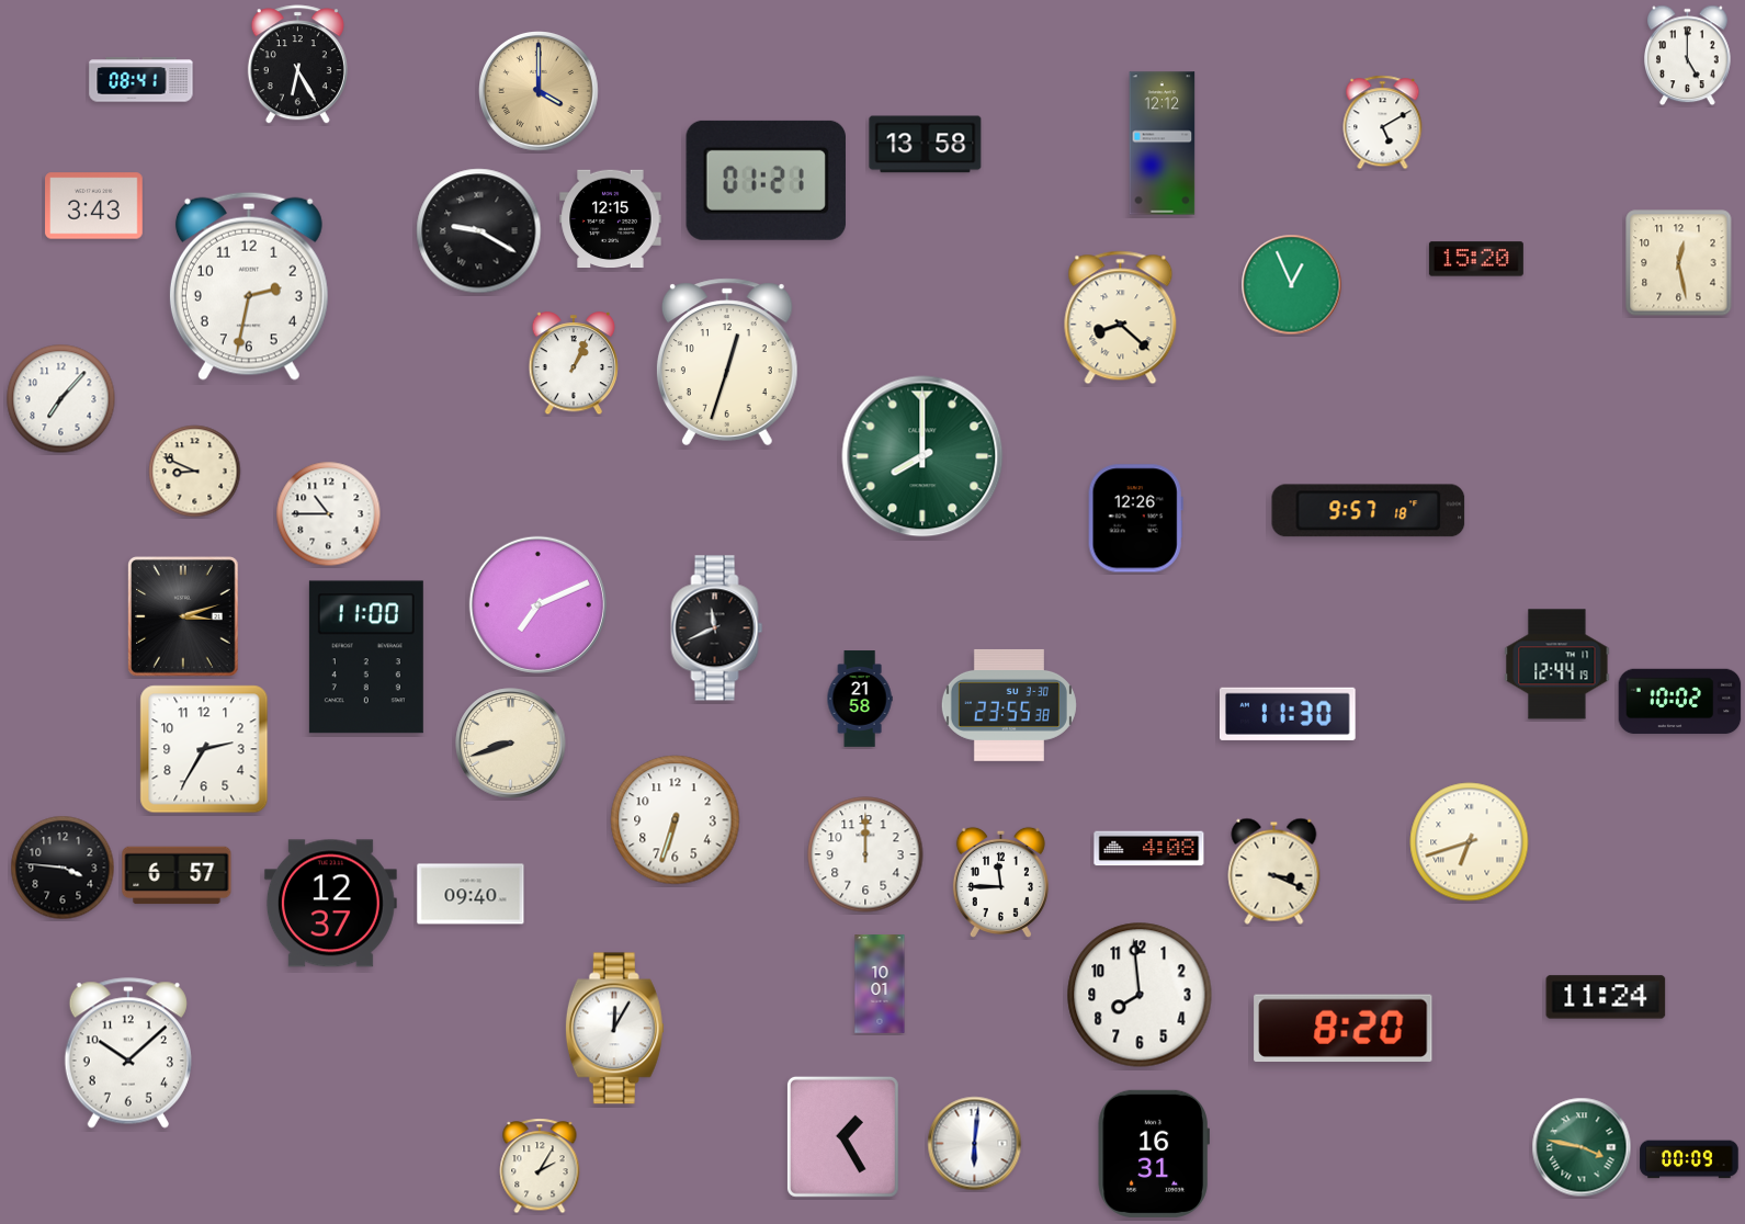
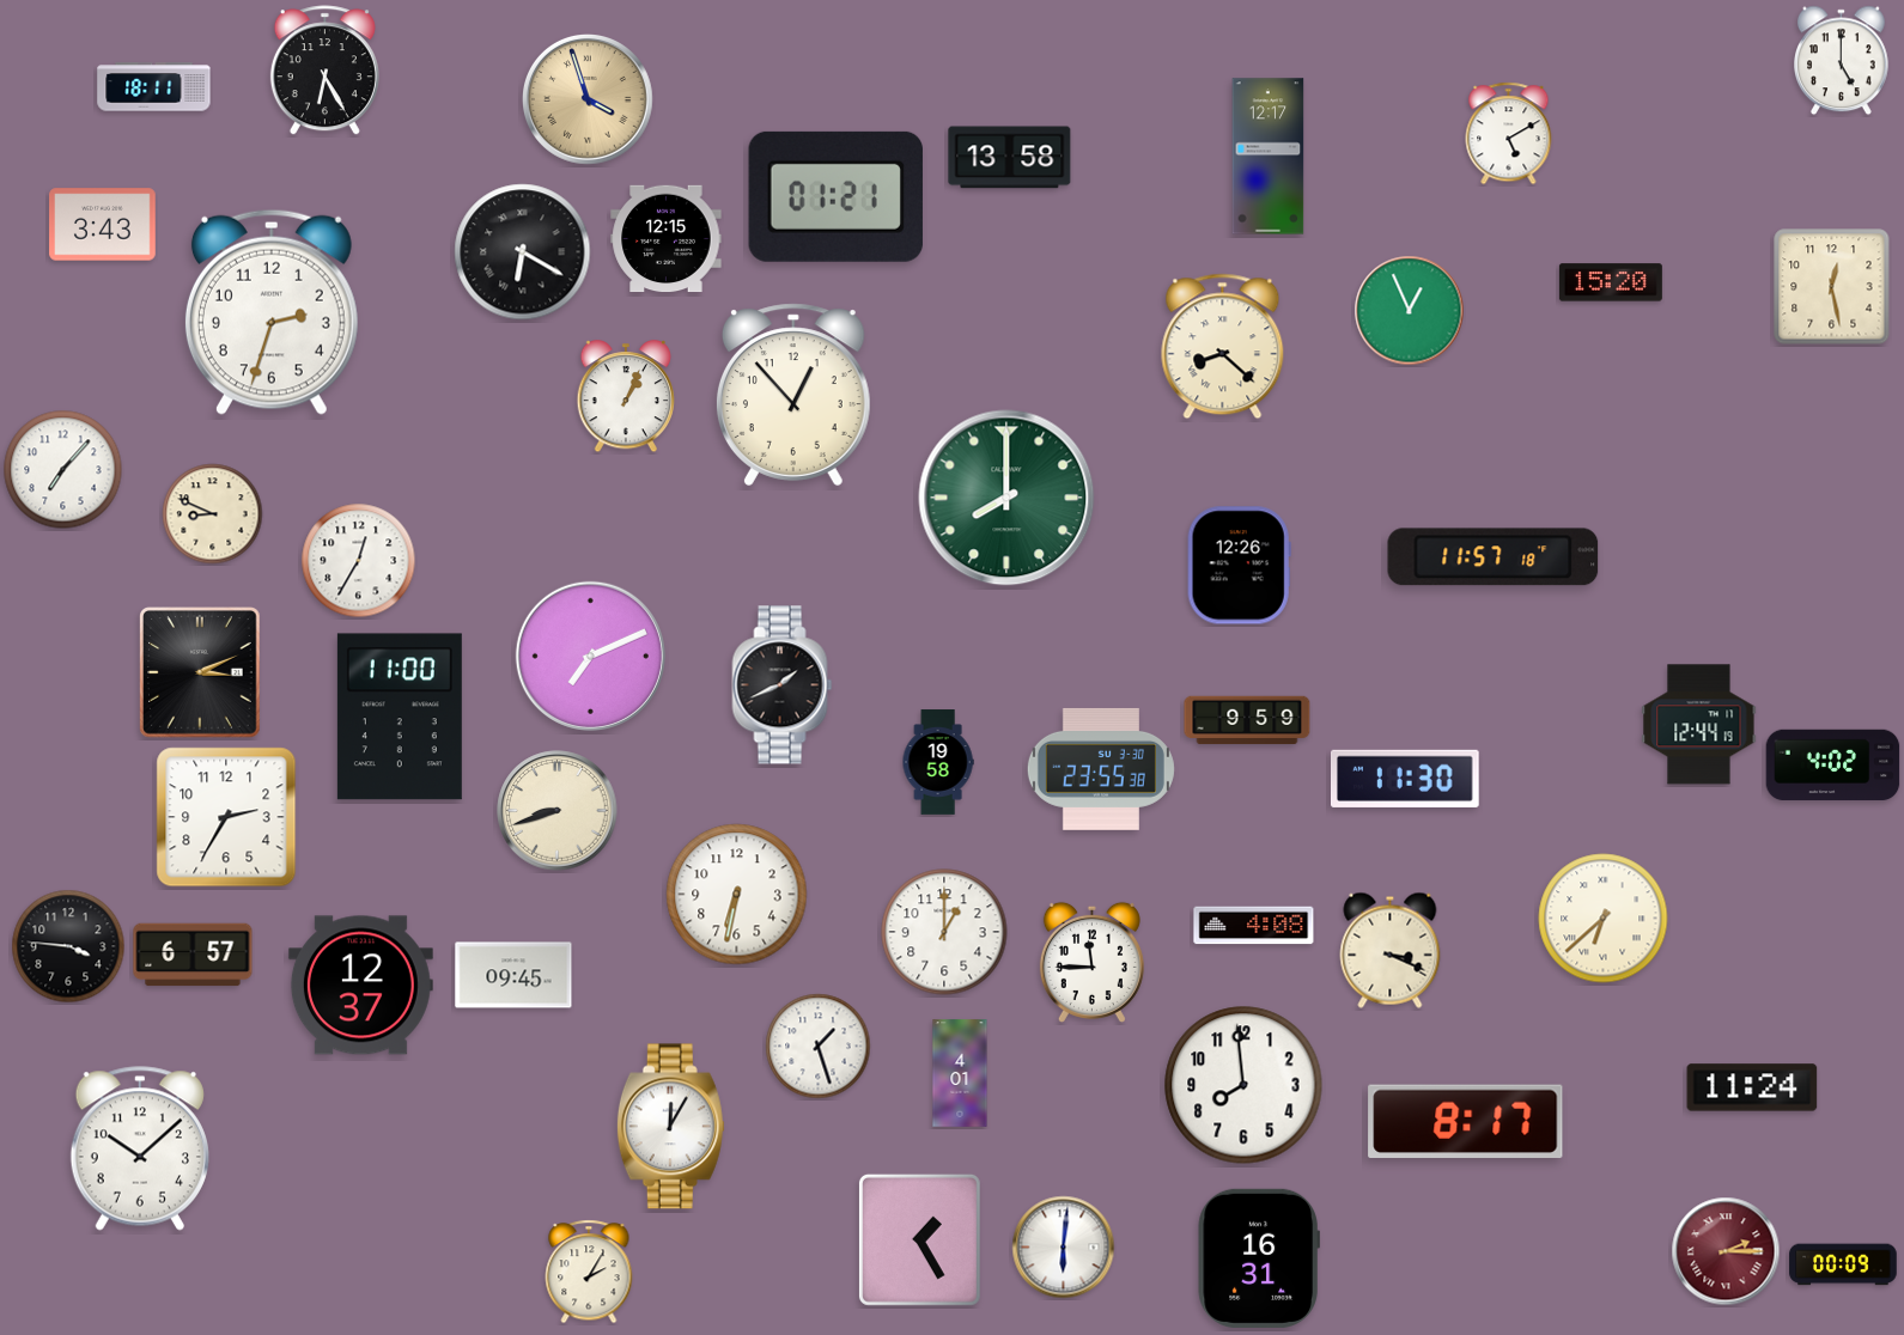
clock at (141, 80): 08:41 -> 18:11
clock at (540, 92): 4:00 -> 3:57
clock at (1163, 144): 12:12 -> 12:17
clock at (479, 231): 9:20 -> 6:20
clock at (249, 286): 2:32 -> 2:33
clock at (727, 362): 12:33 -> 12:53
clock at (61, 399) position: (61, 399) -> (63, 470)
clock at (1369, 511): 9:57 -> 11:57
clock at (329, 514): 10:45 -> 12:35
clock at (537, 604) position: (537, 604) -> (590, 656)
clock at (184, 616): 3:12 -> 3:11
clock at (717, 628): 11:41 -> 1:41
clock at (1247, 720): none -> 9:59
clock at (860, 699): 21:58 -> 19:58
clock at (1680, 702): 10:02 -> 4:02
clock at (204, 749) position: (204, 749) -> (226, 817)
clock at (676, 820): 6:33 -> 6:32
clock at (1470, 842): 6:42 -> 6:38
clock at (865, 854): 12:00 -> 1:00
clock at (471, 894): 09:40 -> 09:45
clock at (819, 1047): none -> 1:27
clock at (880, 984): 10:01 -> 4:01
clock at (1344, 1028): 8:20 -> 8:17
clock at (614, 1029) position: (614, 1029) -> (670, 1127)
clock at (1582, 1147): 3:47 -> 2:15
clock at (1582, 1147) dial: green -> burgundy
